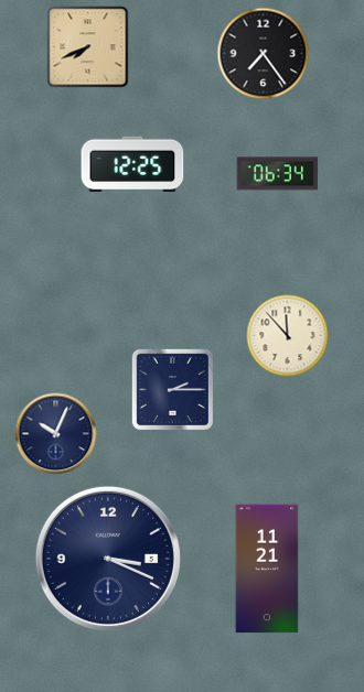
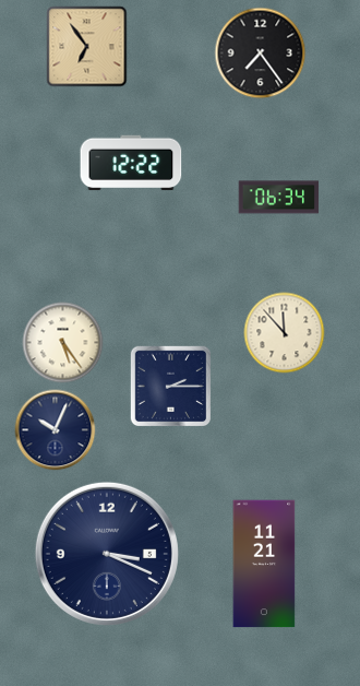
clock at (88, 47): 7:41 -> 6:54
clock at (132, 164): 12:25 -> 12:22
clock at (278, 174) position: (278, 174) -> (279, 198)
clock at (63, 343): none -> 5:24
